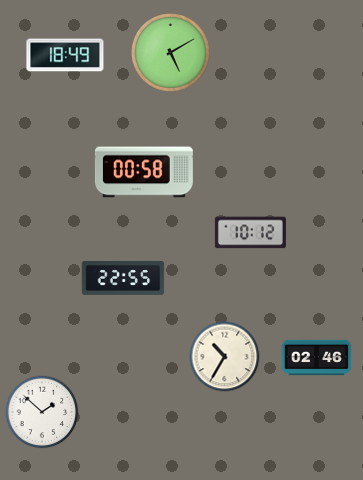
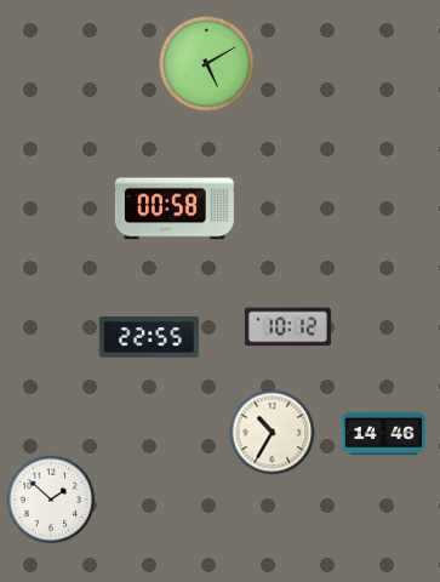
clock at (65, 55): 18:49 -> none
clock at (250, 233) position: (250, 233) -> (287, 327)
clock at (317, 358): 02:46 -> 14:46
